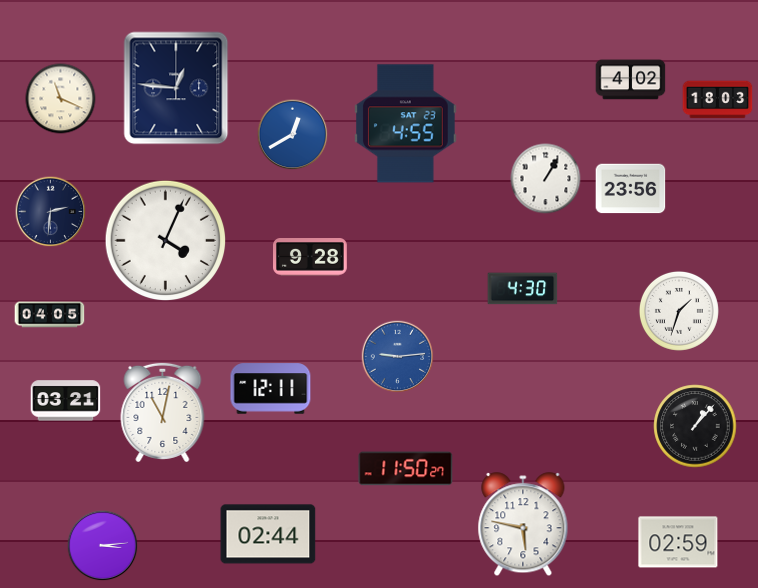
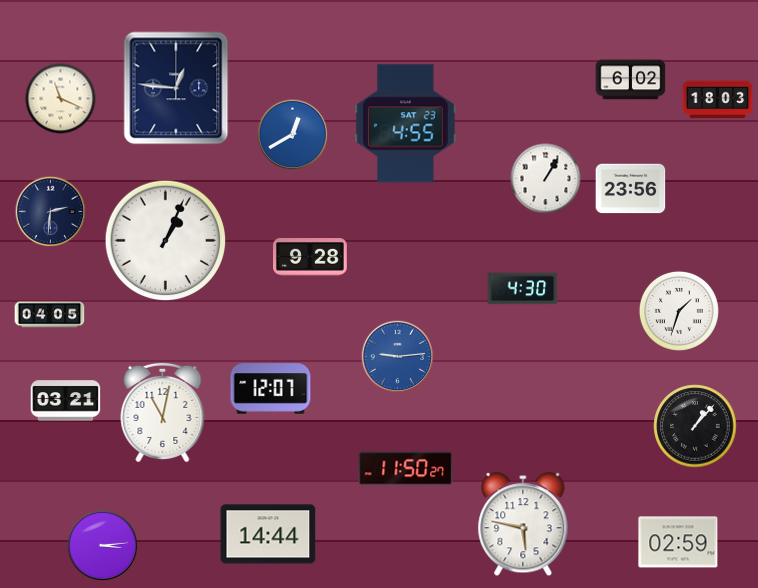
clock at (631, 80): 4:02 -> 6:02
clock at (166, 241): 4:04 -> 1:04
clock at (271, 389): 12:11 -> 12:07
clock at (268, 534): 02:44 -> 14:44
